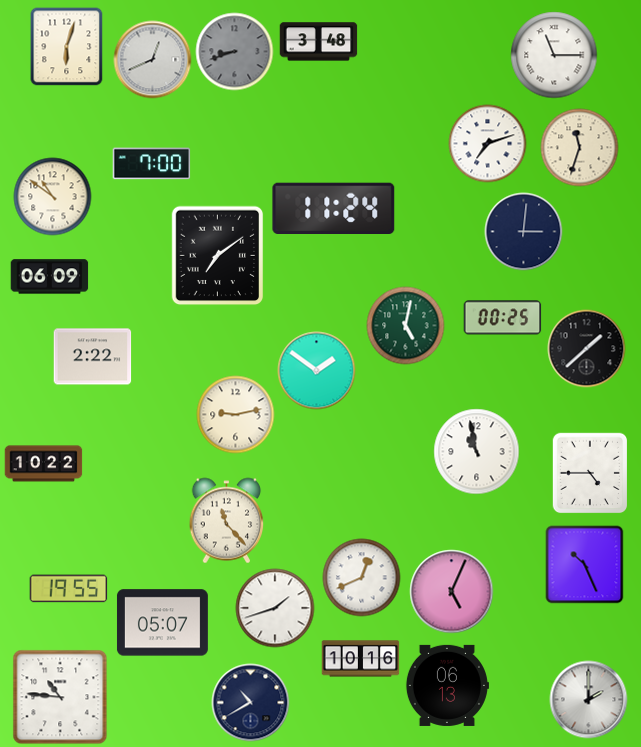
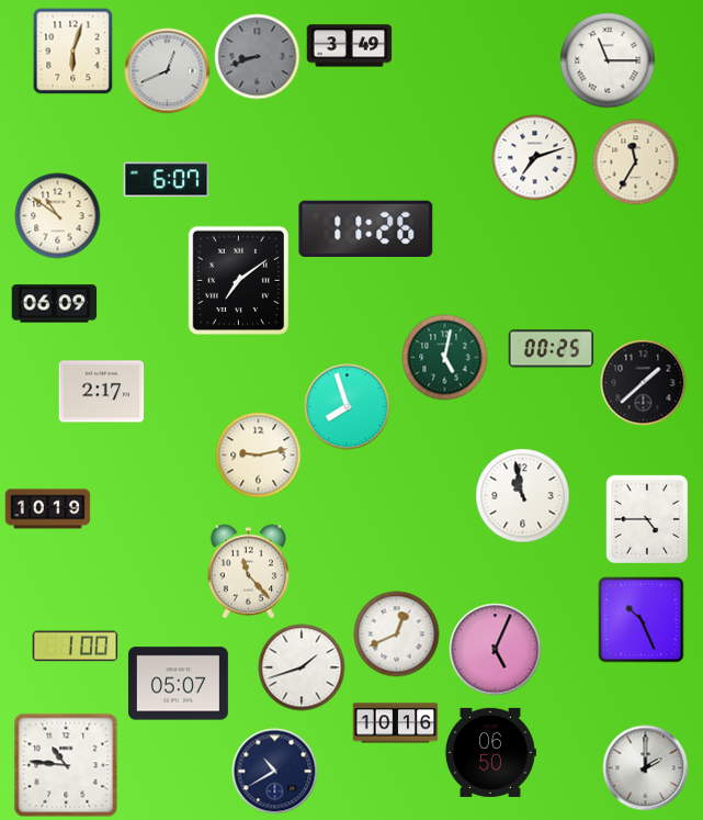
clock at (318, 42): 3:48 -> 3:49
clock at (152, 59) position: (152, 59) -> (167, 70)
clock at (579, 147): 11:33 -> 11:35
clock at (151, 164): 7:00 -> 6:07
clock at (334, 208): 11:24 -> 11:26
clock at (523, 231): 3:01 -> none
clock at (92, 357): 2:22 -> 2:17
clock at (316, 370): 1:51 -> 7:57
clock at (43, 464): 10:22 -> 10:19
clock at (68, 589): 19:55 -> 1:00
clock at (447, 685): 06:13 -> 06:50
